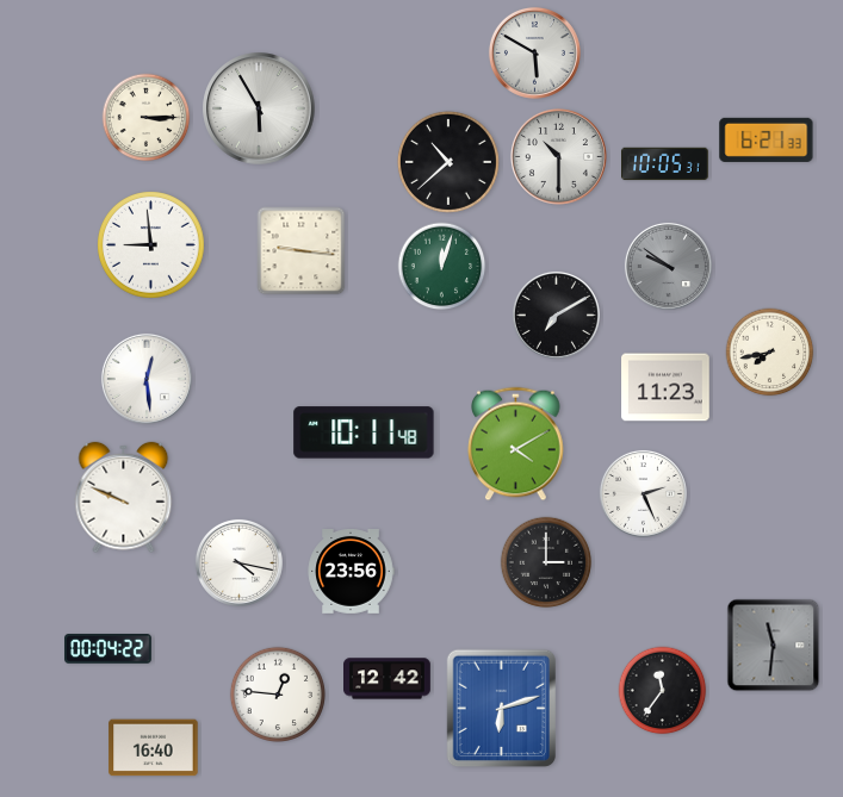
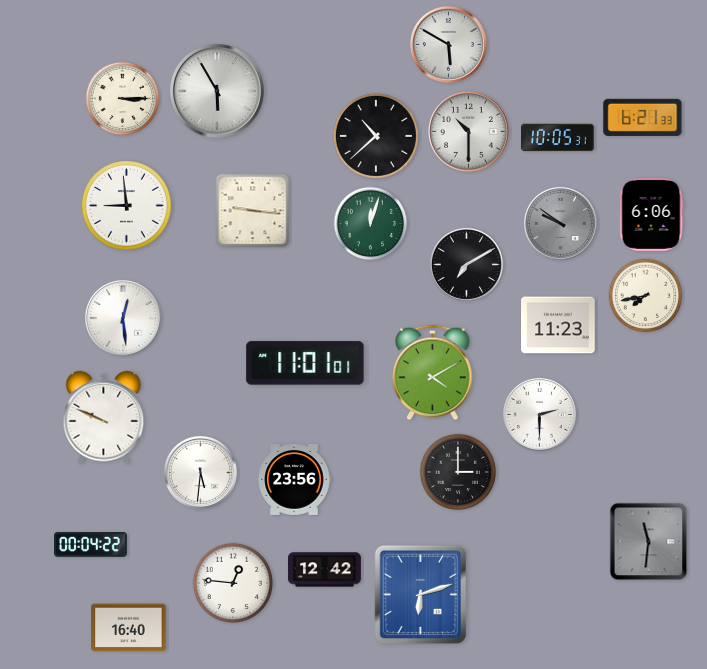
clock at (651, 215): none -> 6:06
clock at (364, 432): 10:11 -> 11:01
clock at (643, 493): 2:26 -> 2:30
clock at (238, 562): 4:17 -> 5:31
clock at (663, 691): 11:36 -> none
